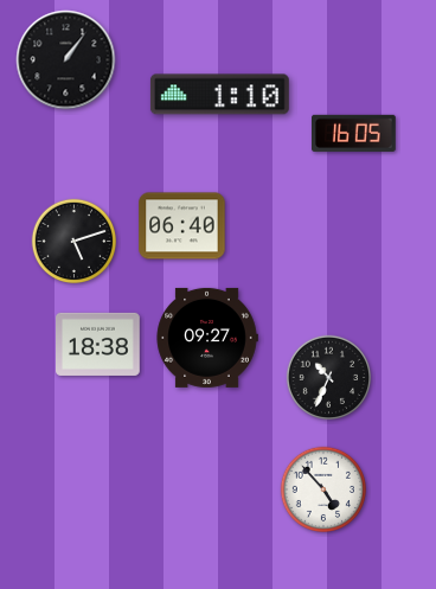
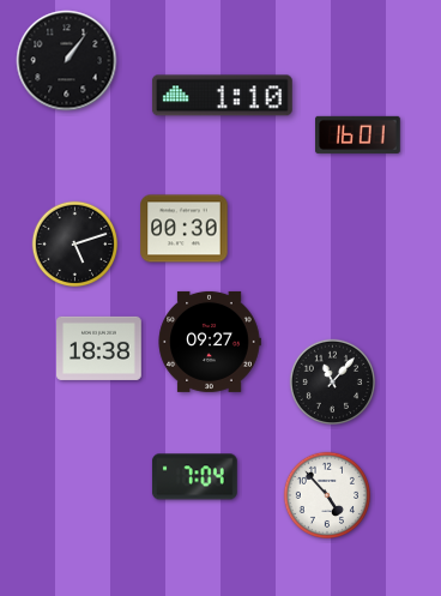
clock at (354, 133): 16:05 -> 16:01
clock at (182, 226): 06:40 -> 00:30
clock at (329, 378): 10:34 -> 11:07
clock at (194, 477): none -> 7:04
